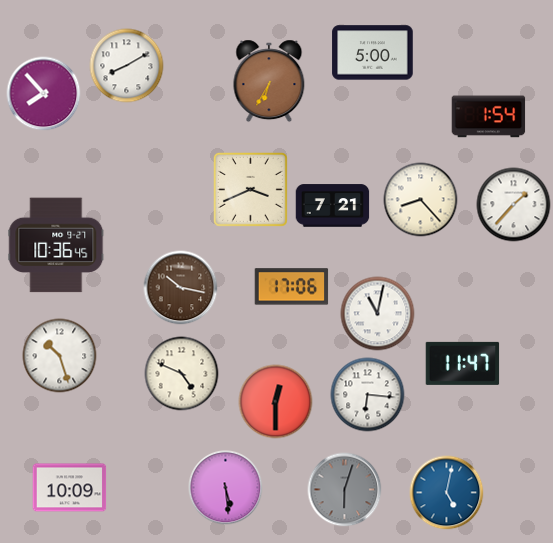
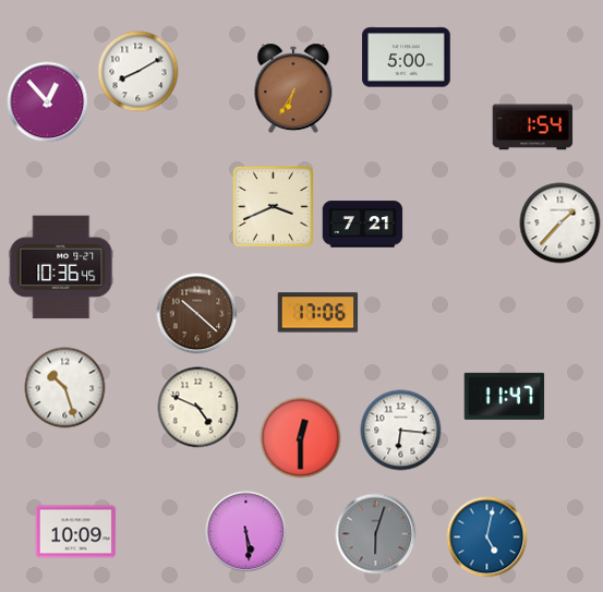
clock at (44, 94): 7:53 -> 12:53
clock at (421, 200): 8:23 -> none
clock at (181, 288): 10:17 -> 10:22
clock at (378, 314): 11:02 -> none
